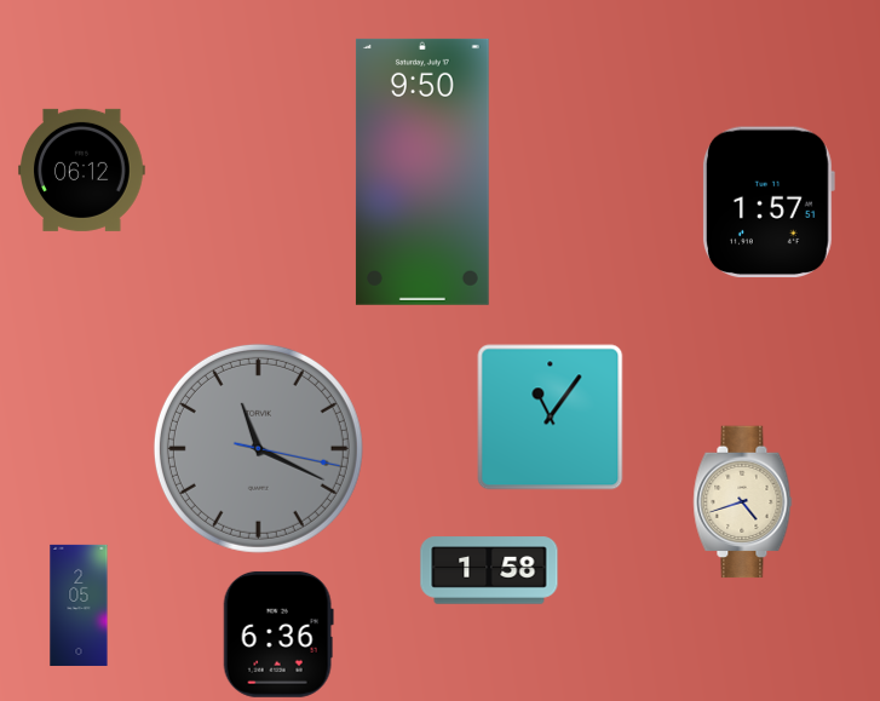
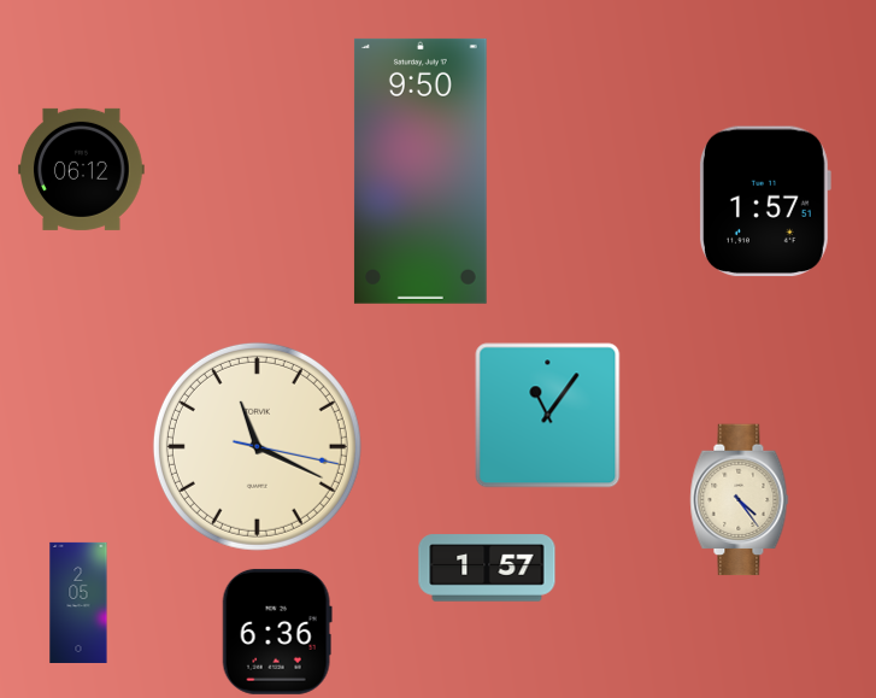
clock at (258, 448) dial: grey -> cream
clock at (743, 502): 4:42 -> 4:24
clock at (489, 570): 1:58 -> 1:57
